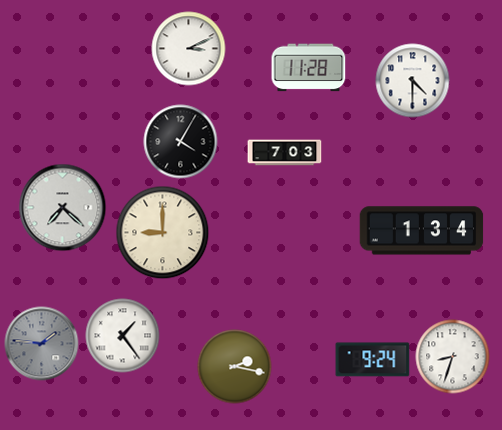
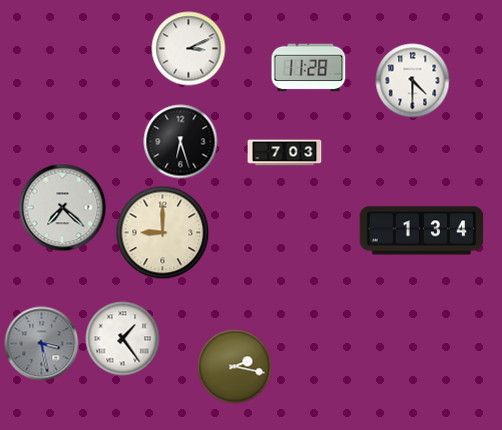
clock at (181, 142): 4:05 -> 6:27
clock at (123, 336) position: (123, 336) -> (123, 339)
clock at (42, 344): 1:46 -> 3:28
clock at (453, 357): 8:33 -> none
clock at (373, 360): 9:24 -> none
